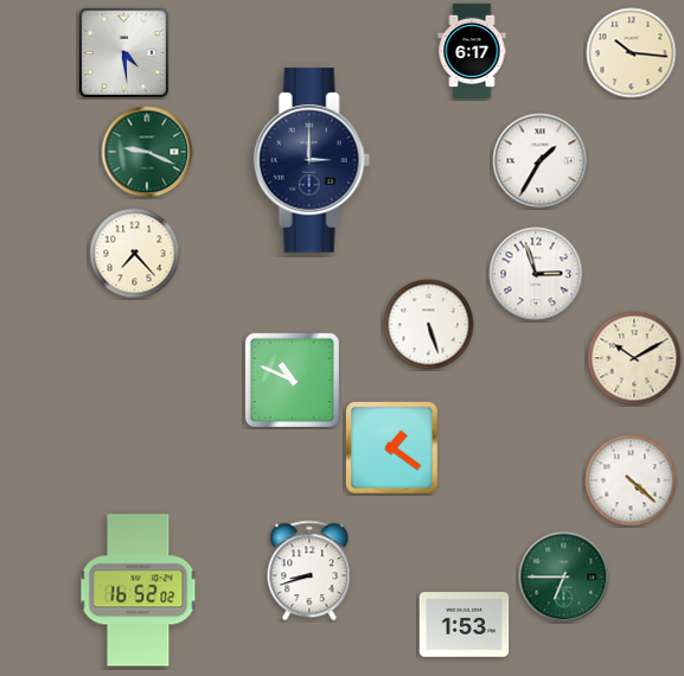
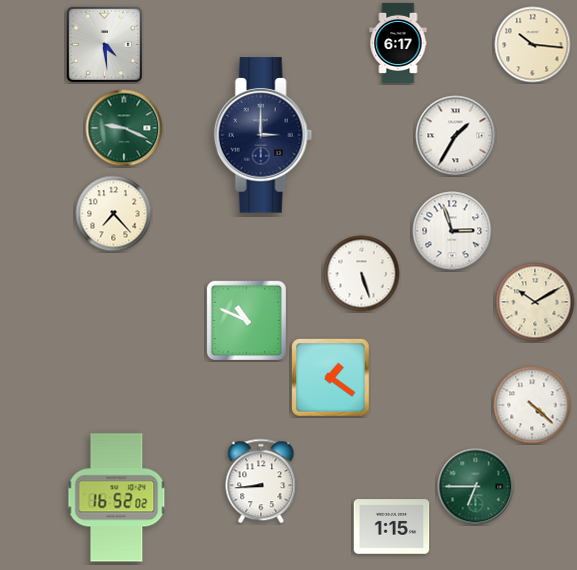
clock at (309, 570): 8:42 -> 8:44
clock at (465, 625): 1:53 -> 1:15
